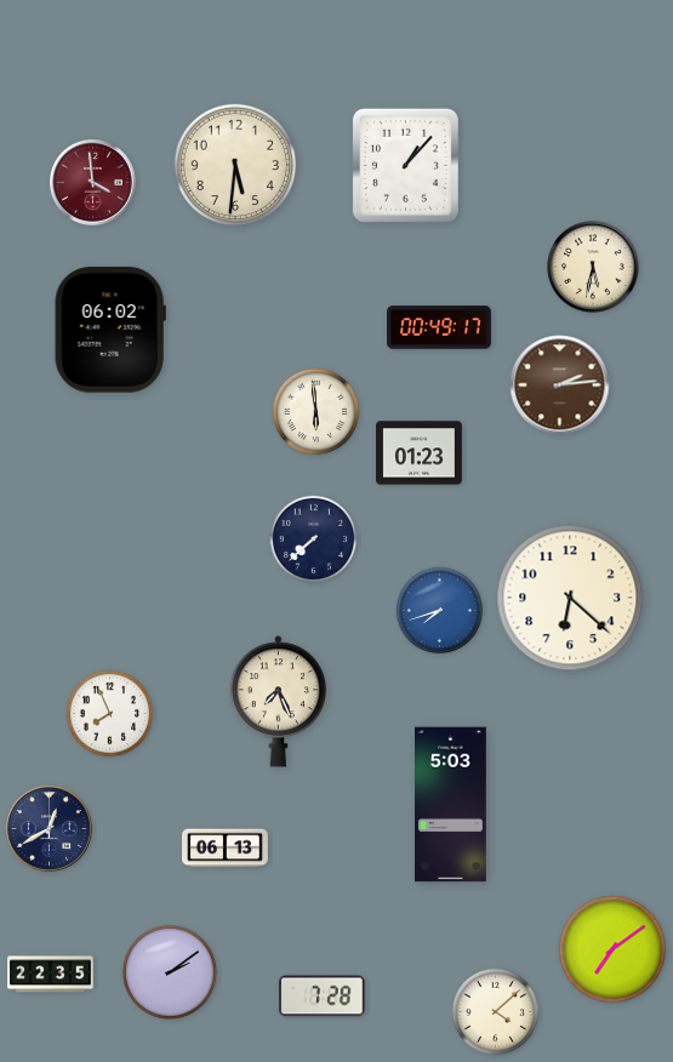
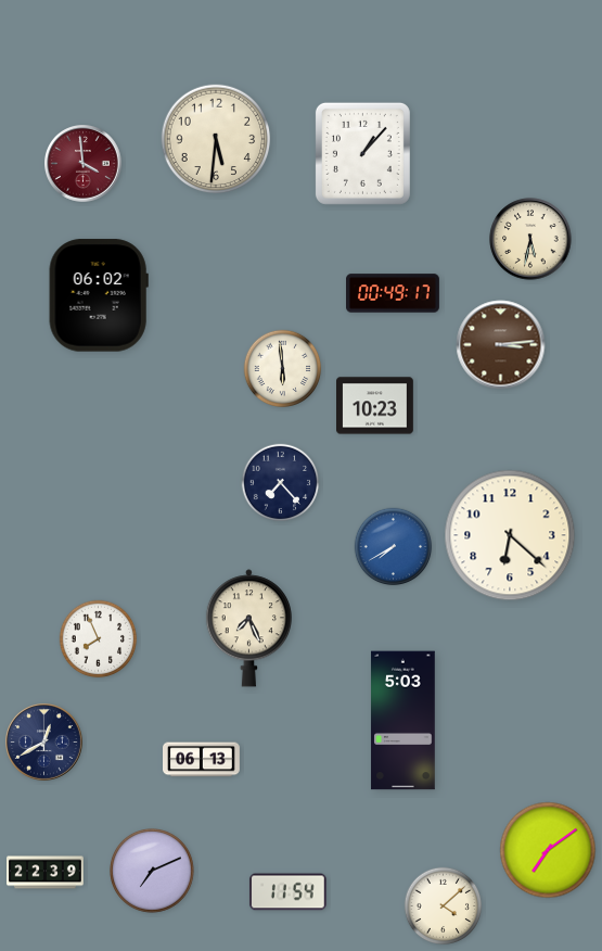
clock at (235, 165) position: (235, 165) -> (216, 139)
clock at (405, 165) position: (405, 165) -> (362, 153)
clock at (560, 386): 2:14 -> 3:14
clock at (420, 453): 01:23 -> 10:23
clock at (314, 539): 7:38 -> 7:23
clock at (440, 611): 7:42 -> 7:40
clock at (171, 973): 2:09 -> 7:11
clock at (51, 975): 22:35 -> 22:39
clock at (321, 997): 7:28 -> 11:54
